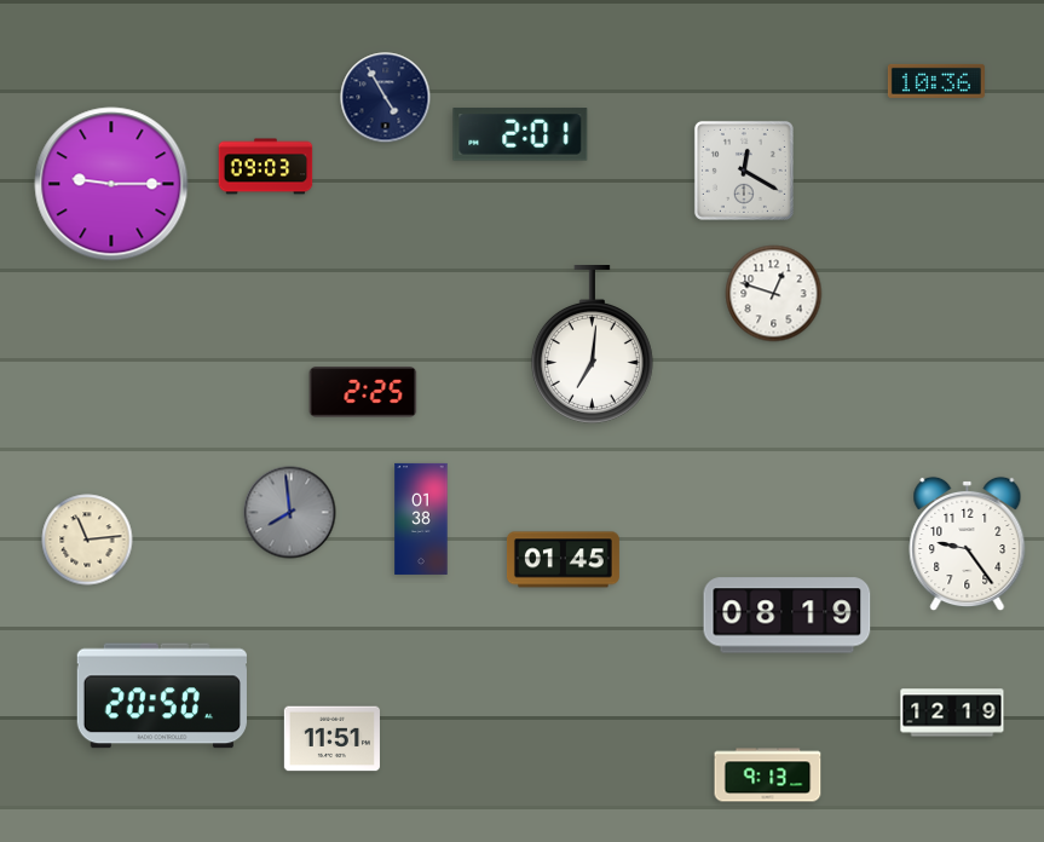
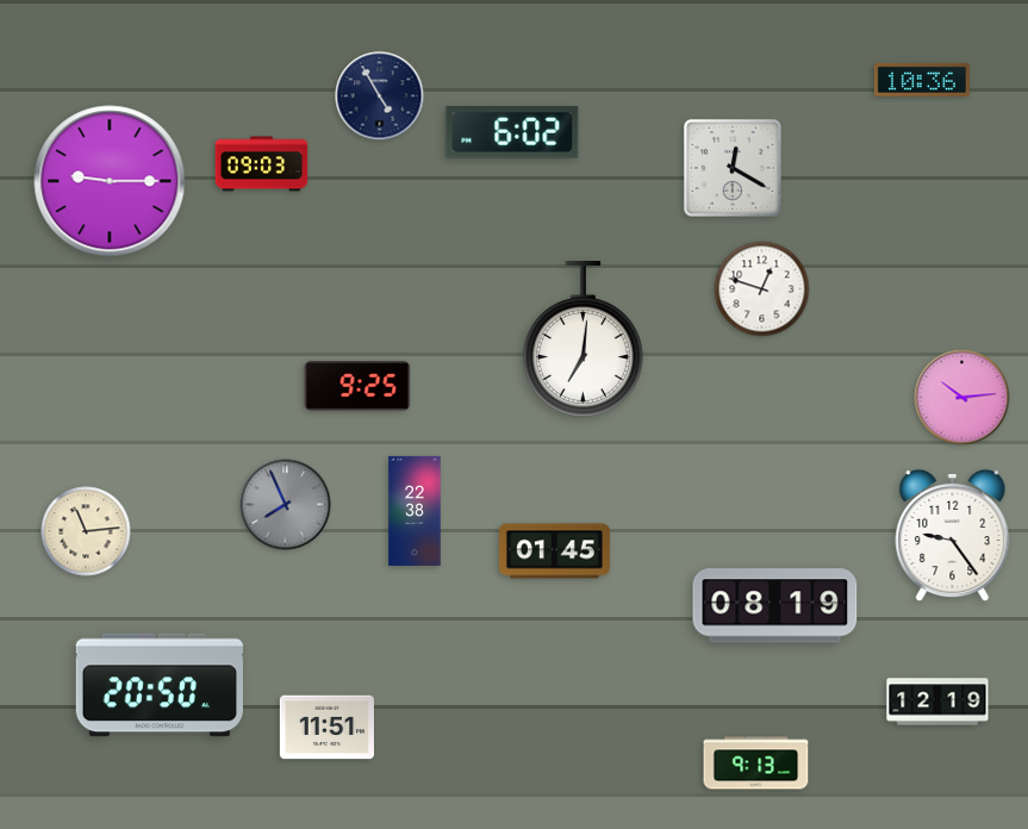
clock at (520, 134): 2:01 -> 6:02
clock at (363, 392): 2:25 -> 9:25
clock at (962, 398): none -> 10:14
clock at (290, 513): 7:59 -> 7:56
clock at (421, 519): 01:38 -> 22:38
